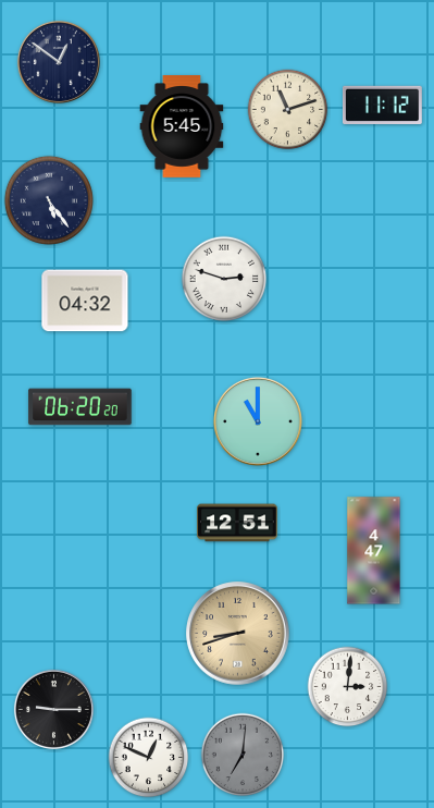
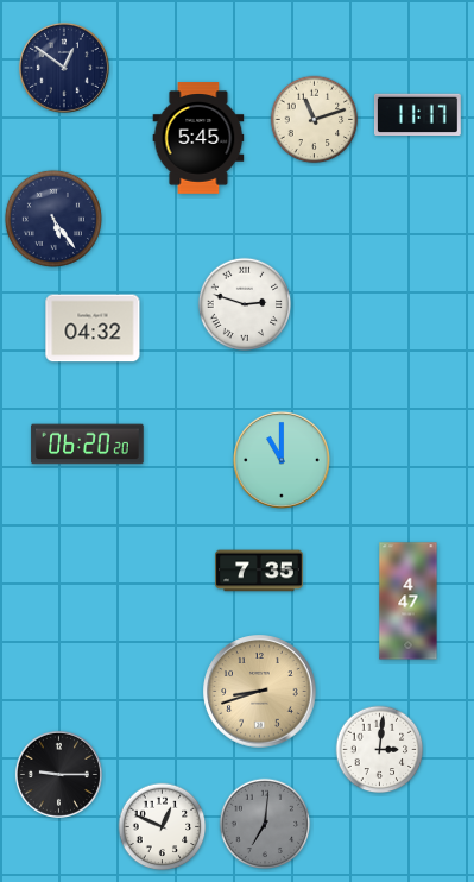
clock at (383, 105): 11:12 -> 11:17
clock at (237, 523): 12:51 -> 7:35
